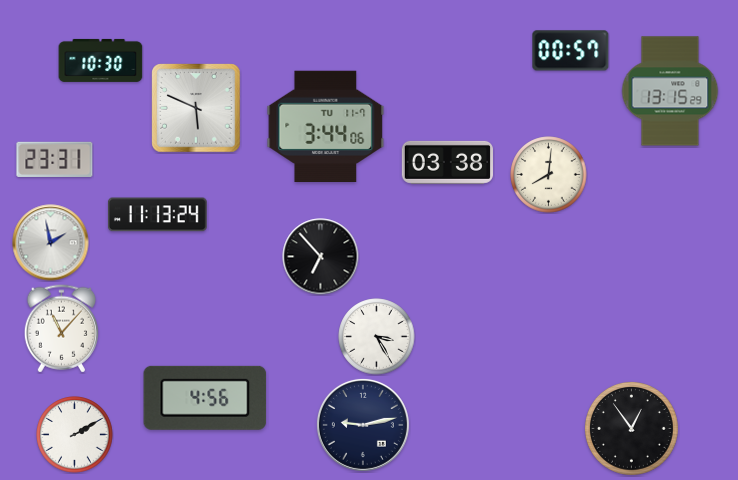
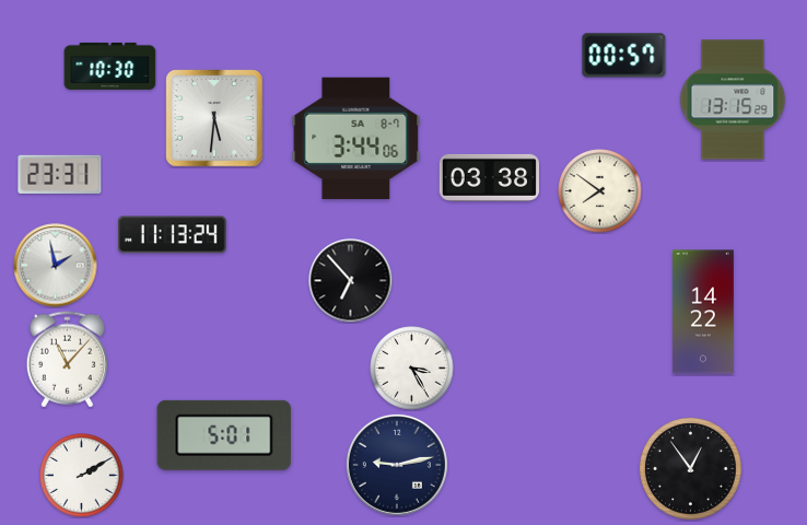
clock at (196, 108): 5:49 -> 5:31
clock at (326, 126) date: TU 11-7 -> SA 8-7
clock at (549, 175): 8:01 -> 7:51
clock at (703, 312): none -> 14:22
clock at (205, 398): 4:56 -> 5:01
